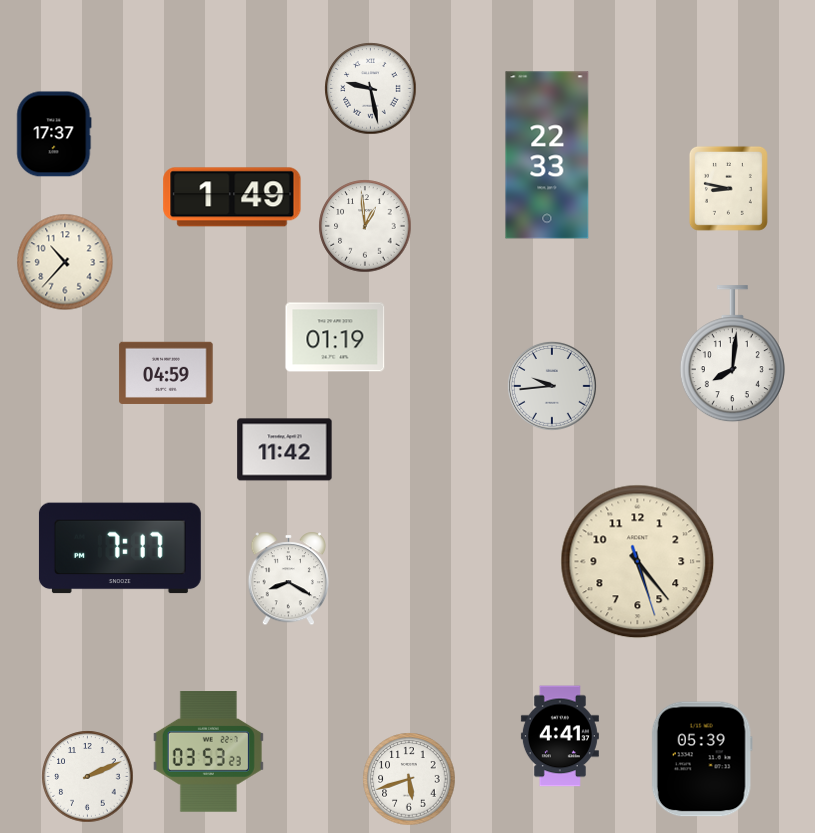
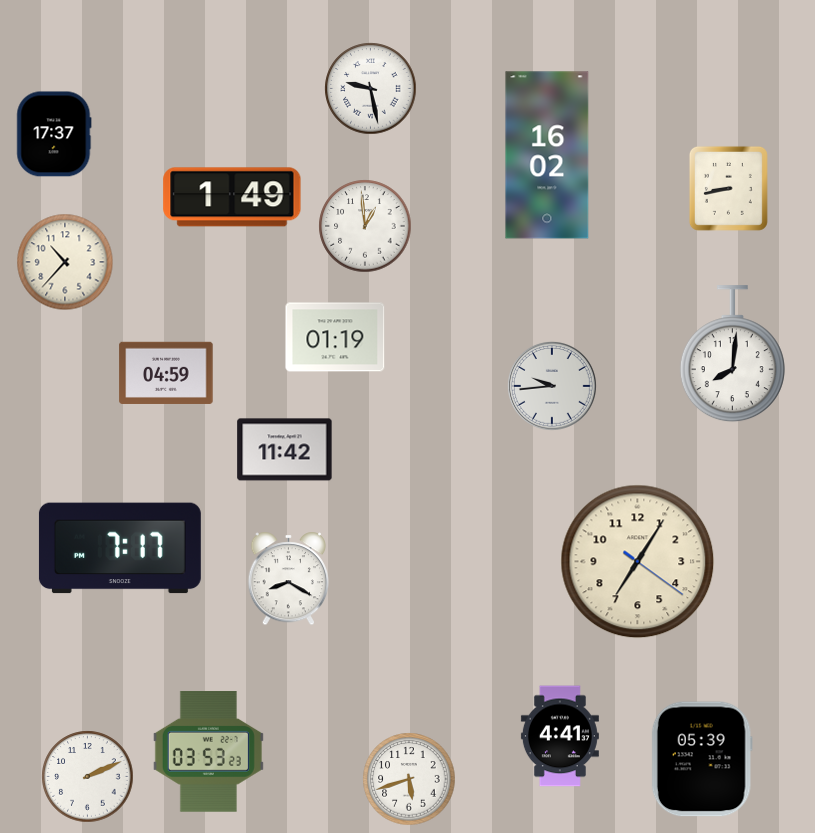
clock at (547, 155): 22:33 -> 16:02
clock at (728, 188): 8:47 -> 8:43
clock at (638, 562): 5:23 -> 7:05
